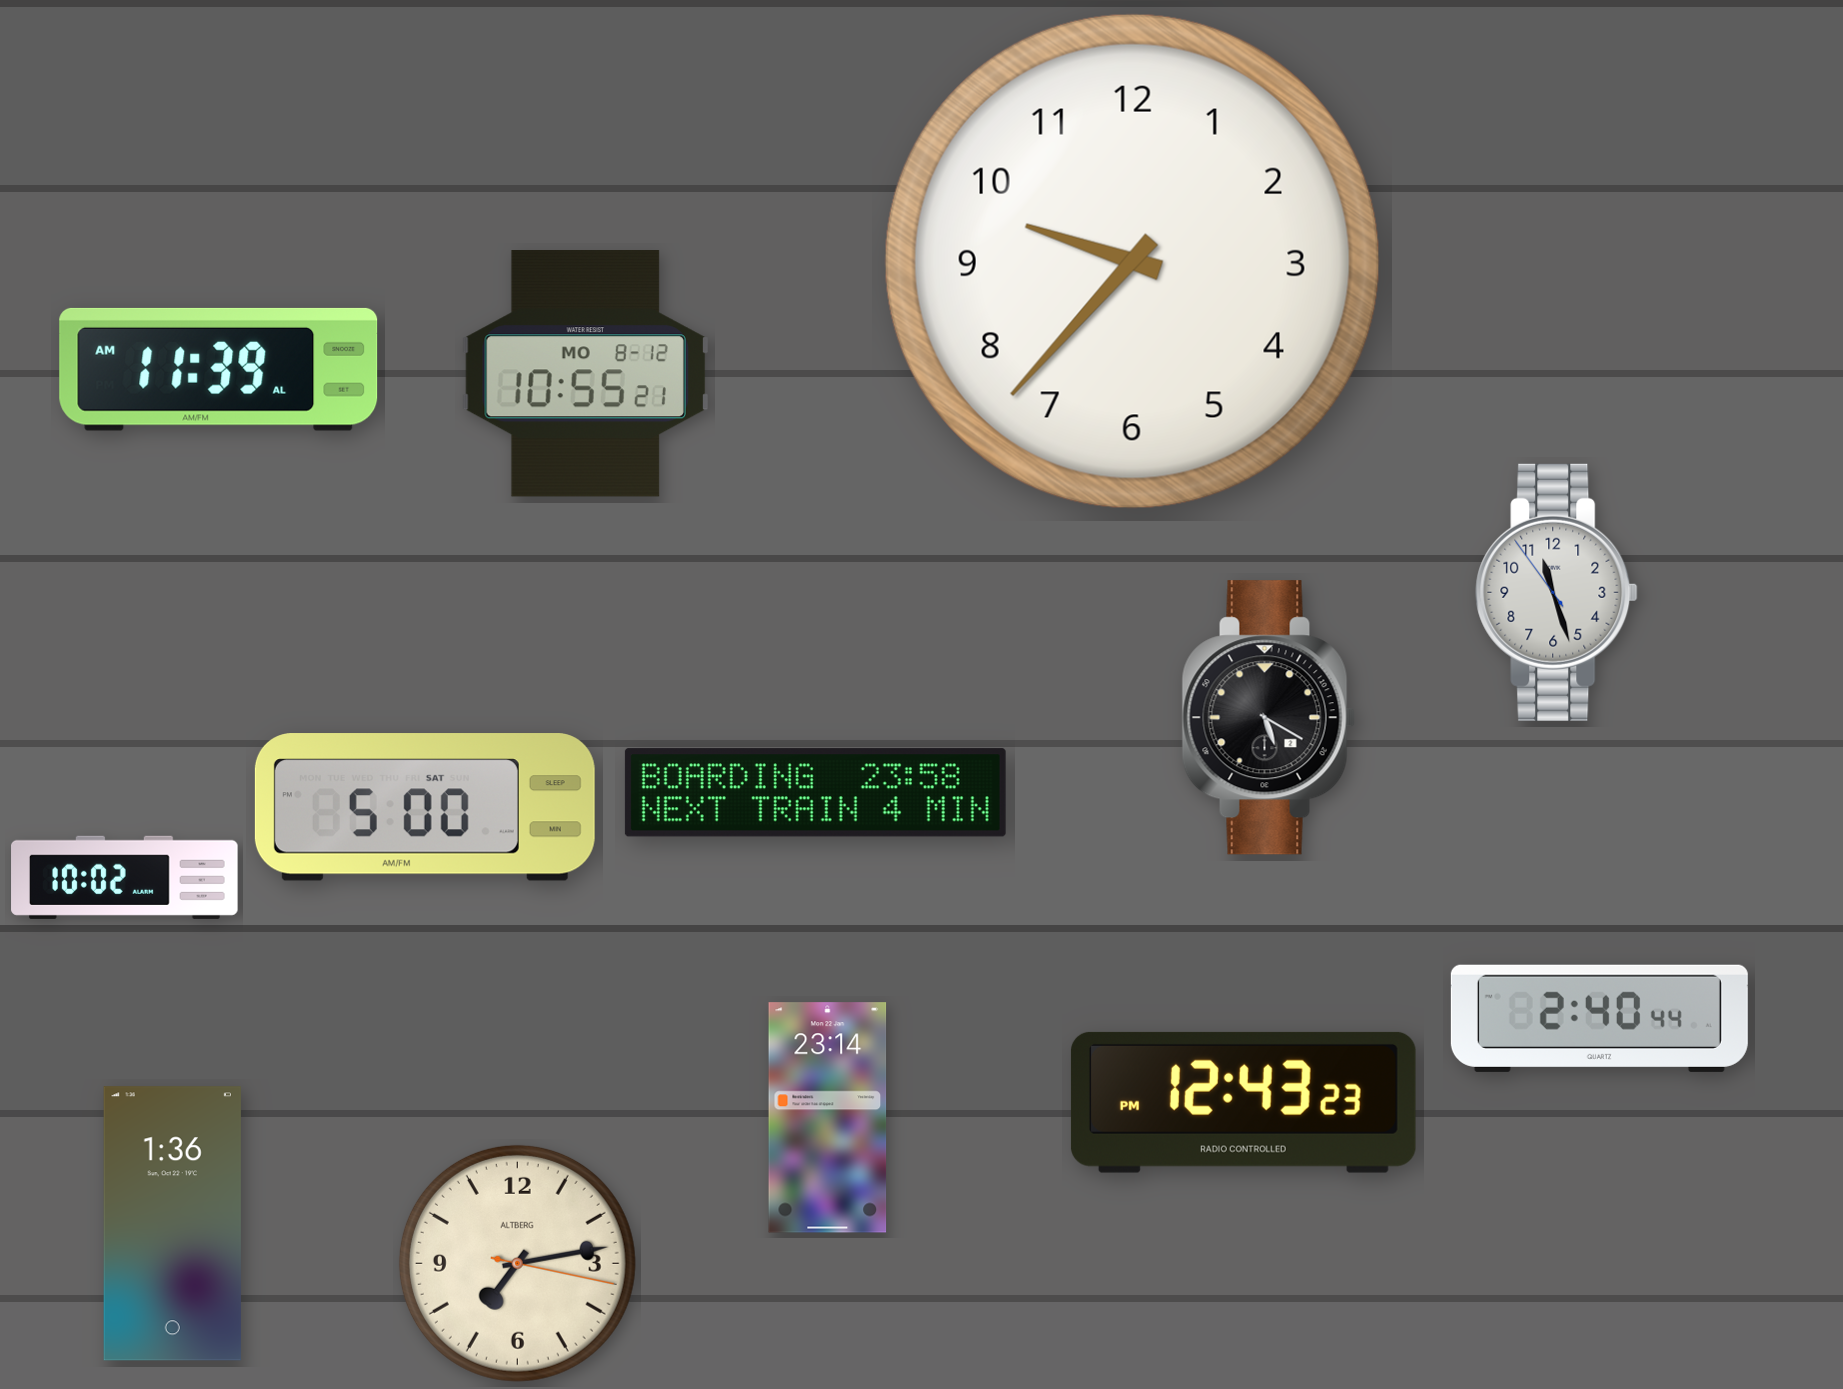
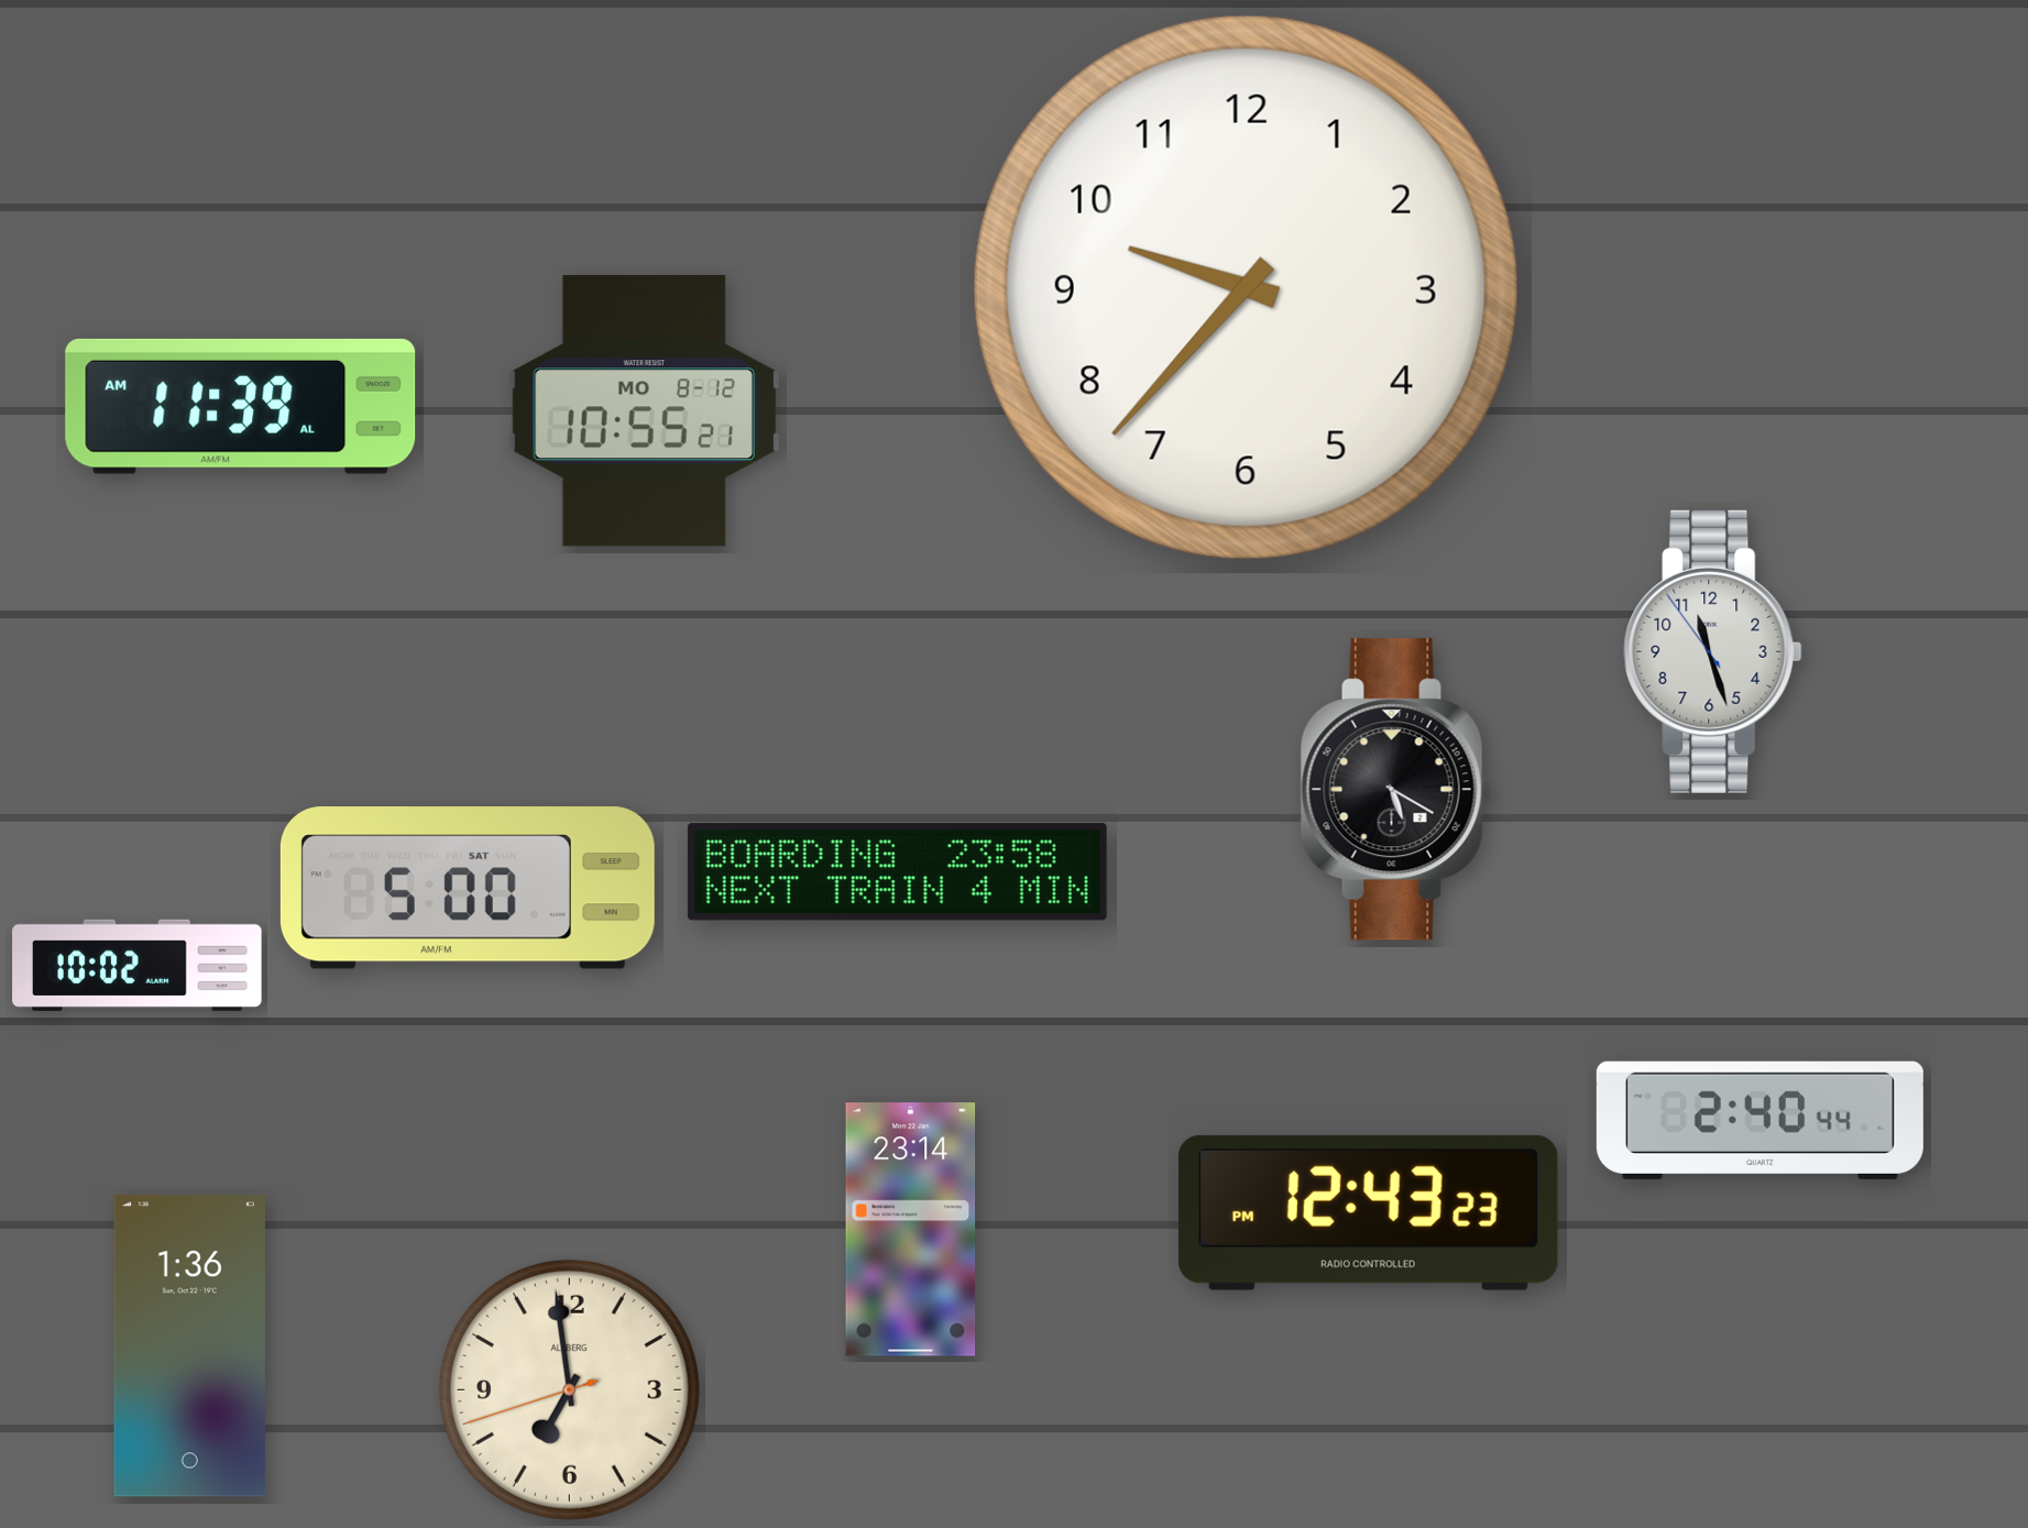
clock at (517, 1263): 7:13 -> 6:58
